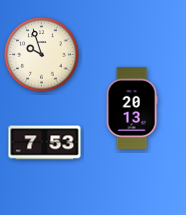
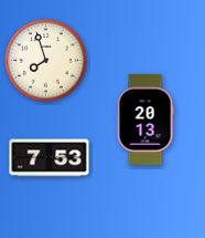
clock at (42, 55): 9:57 -> 7:57
